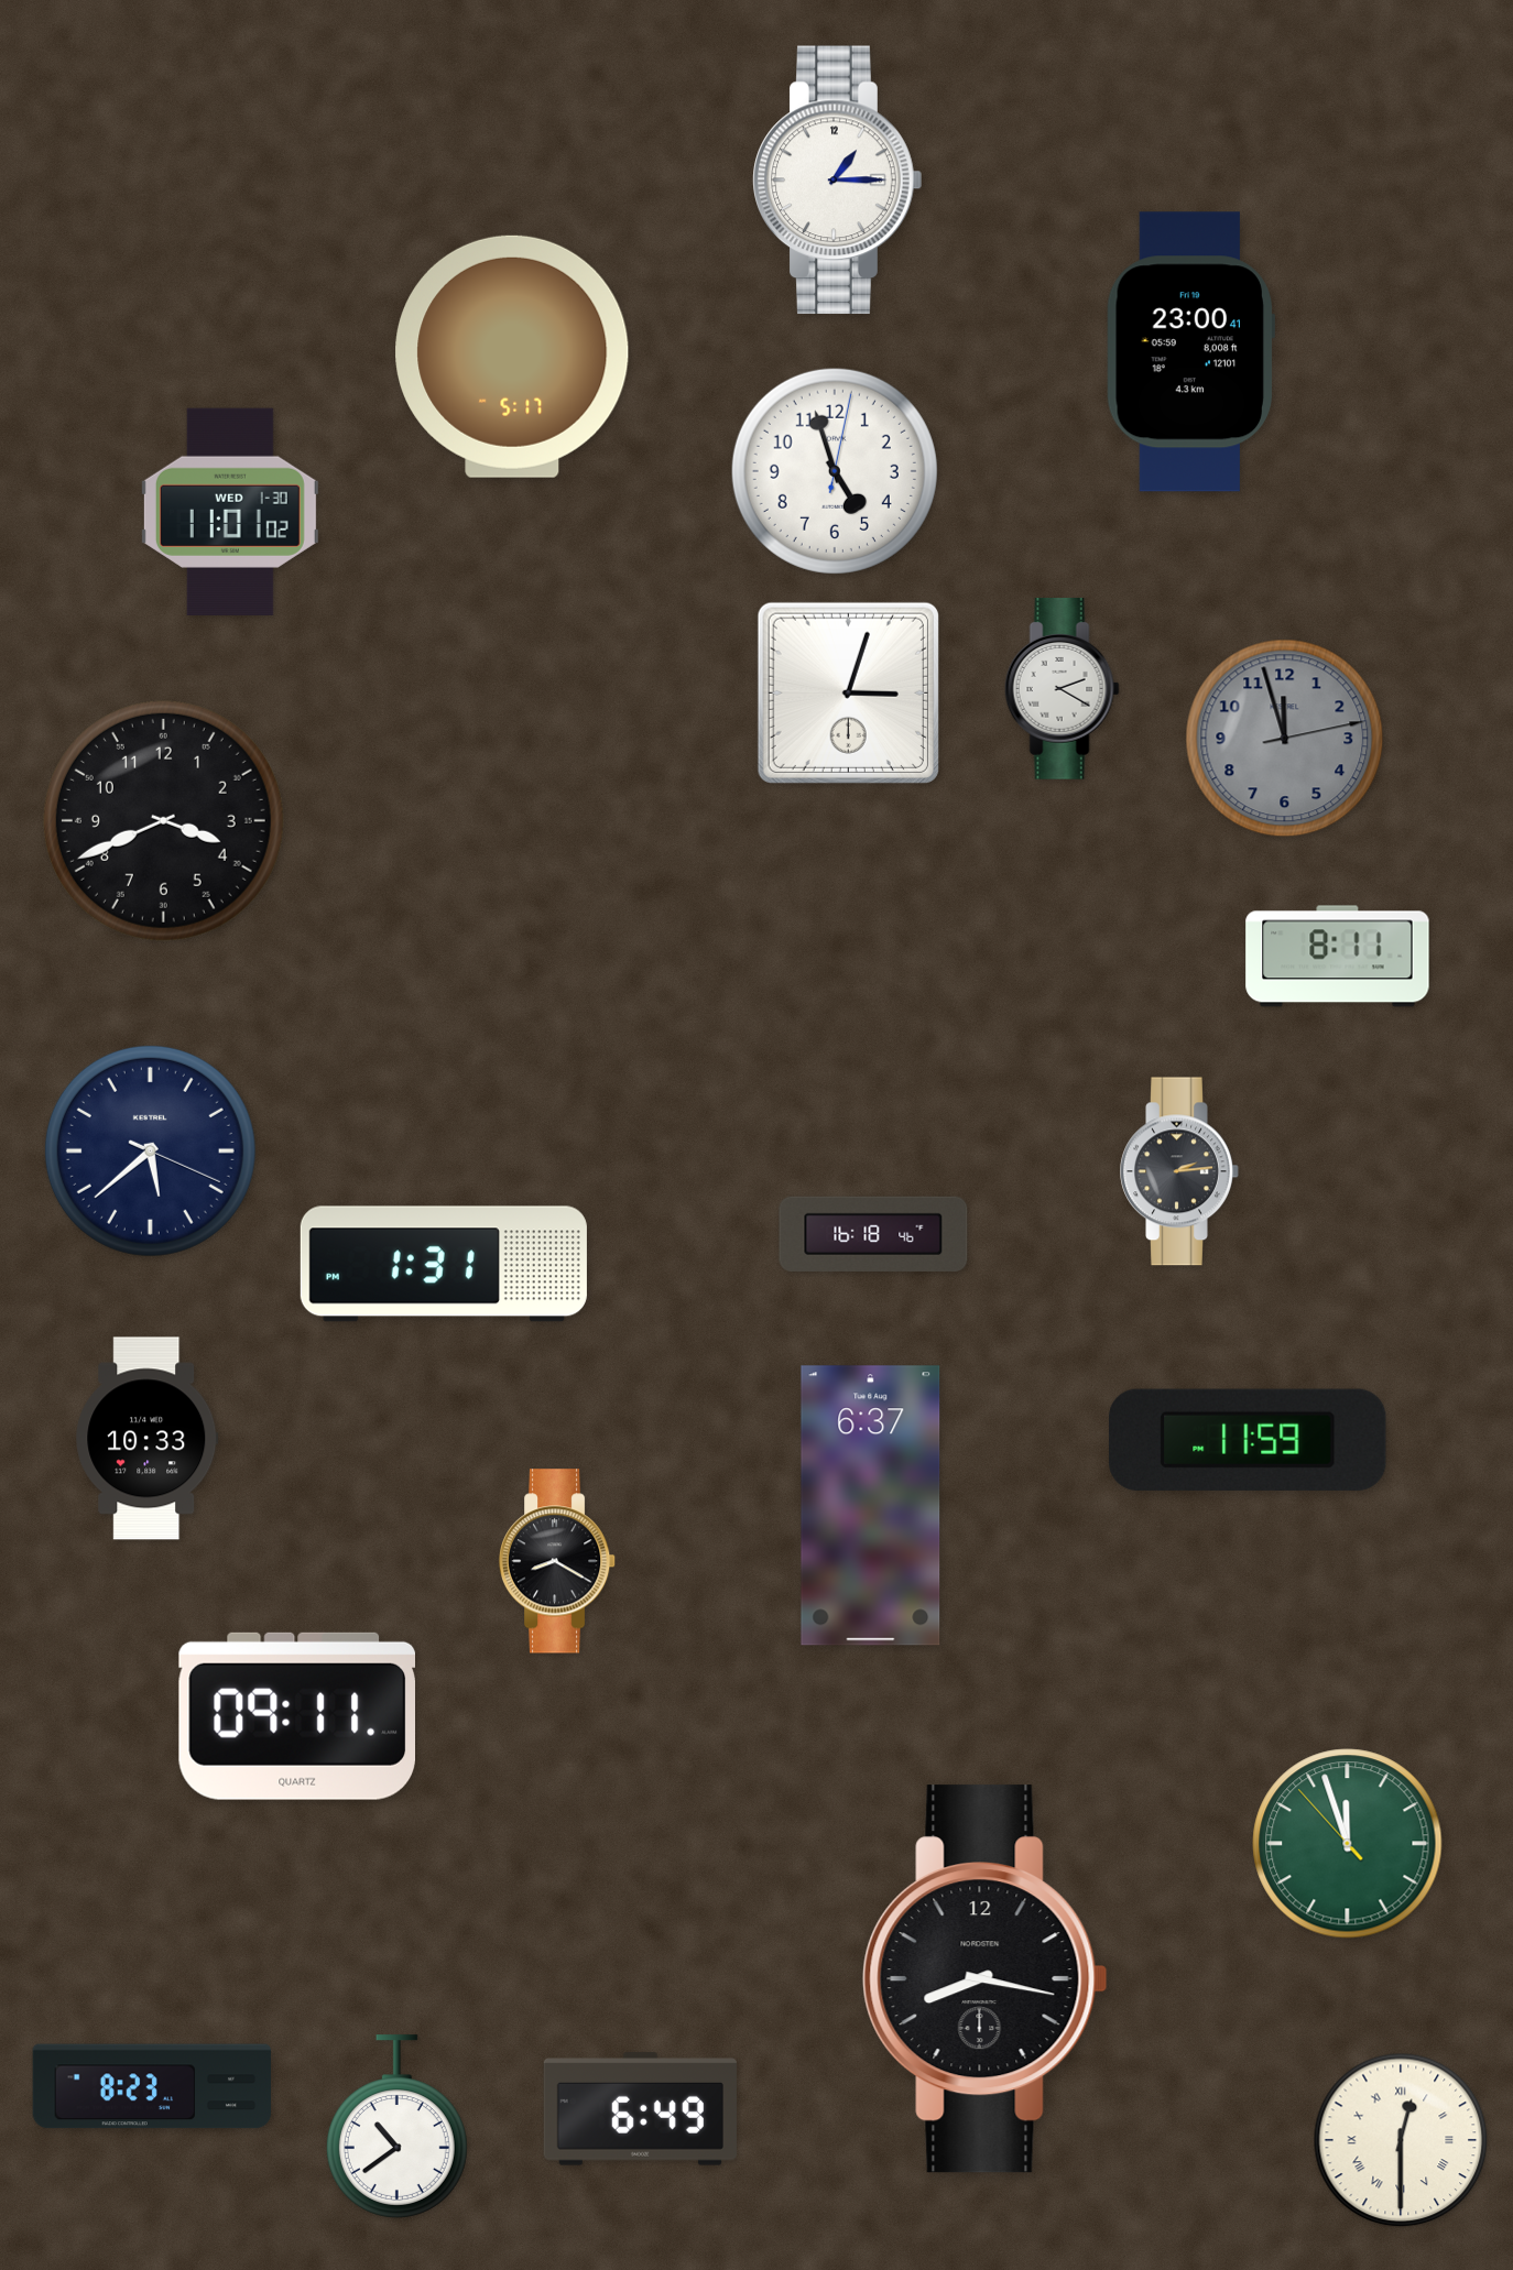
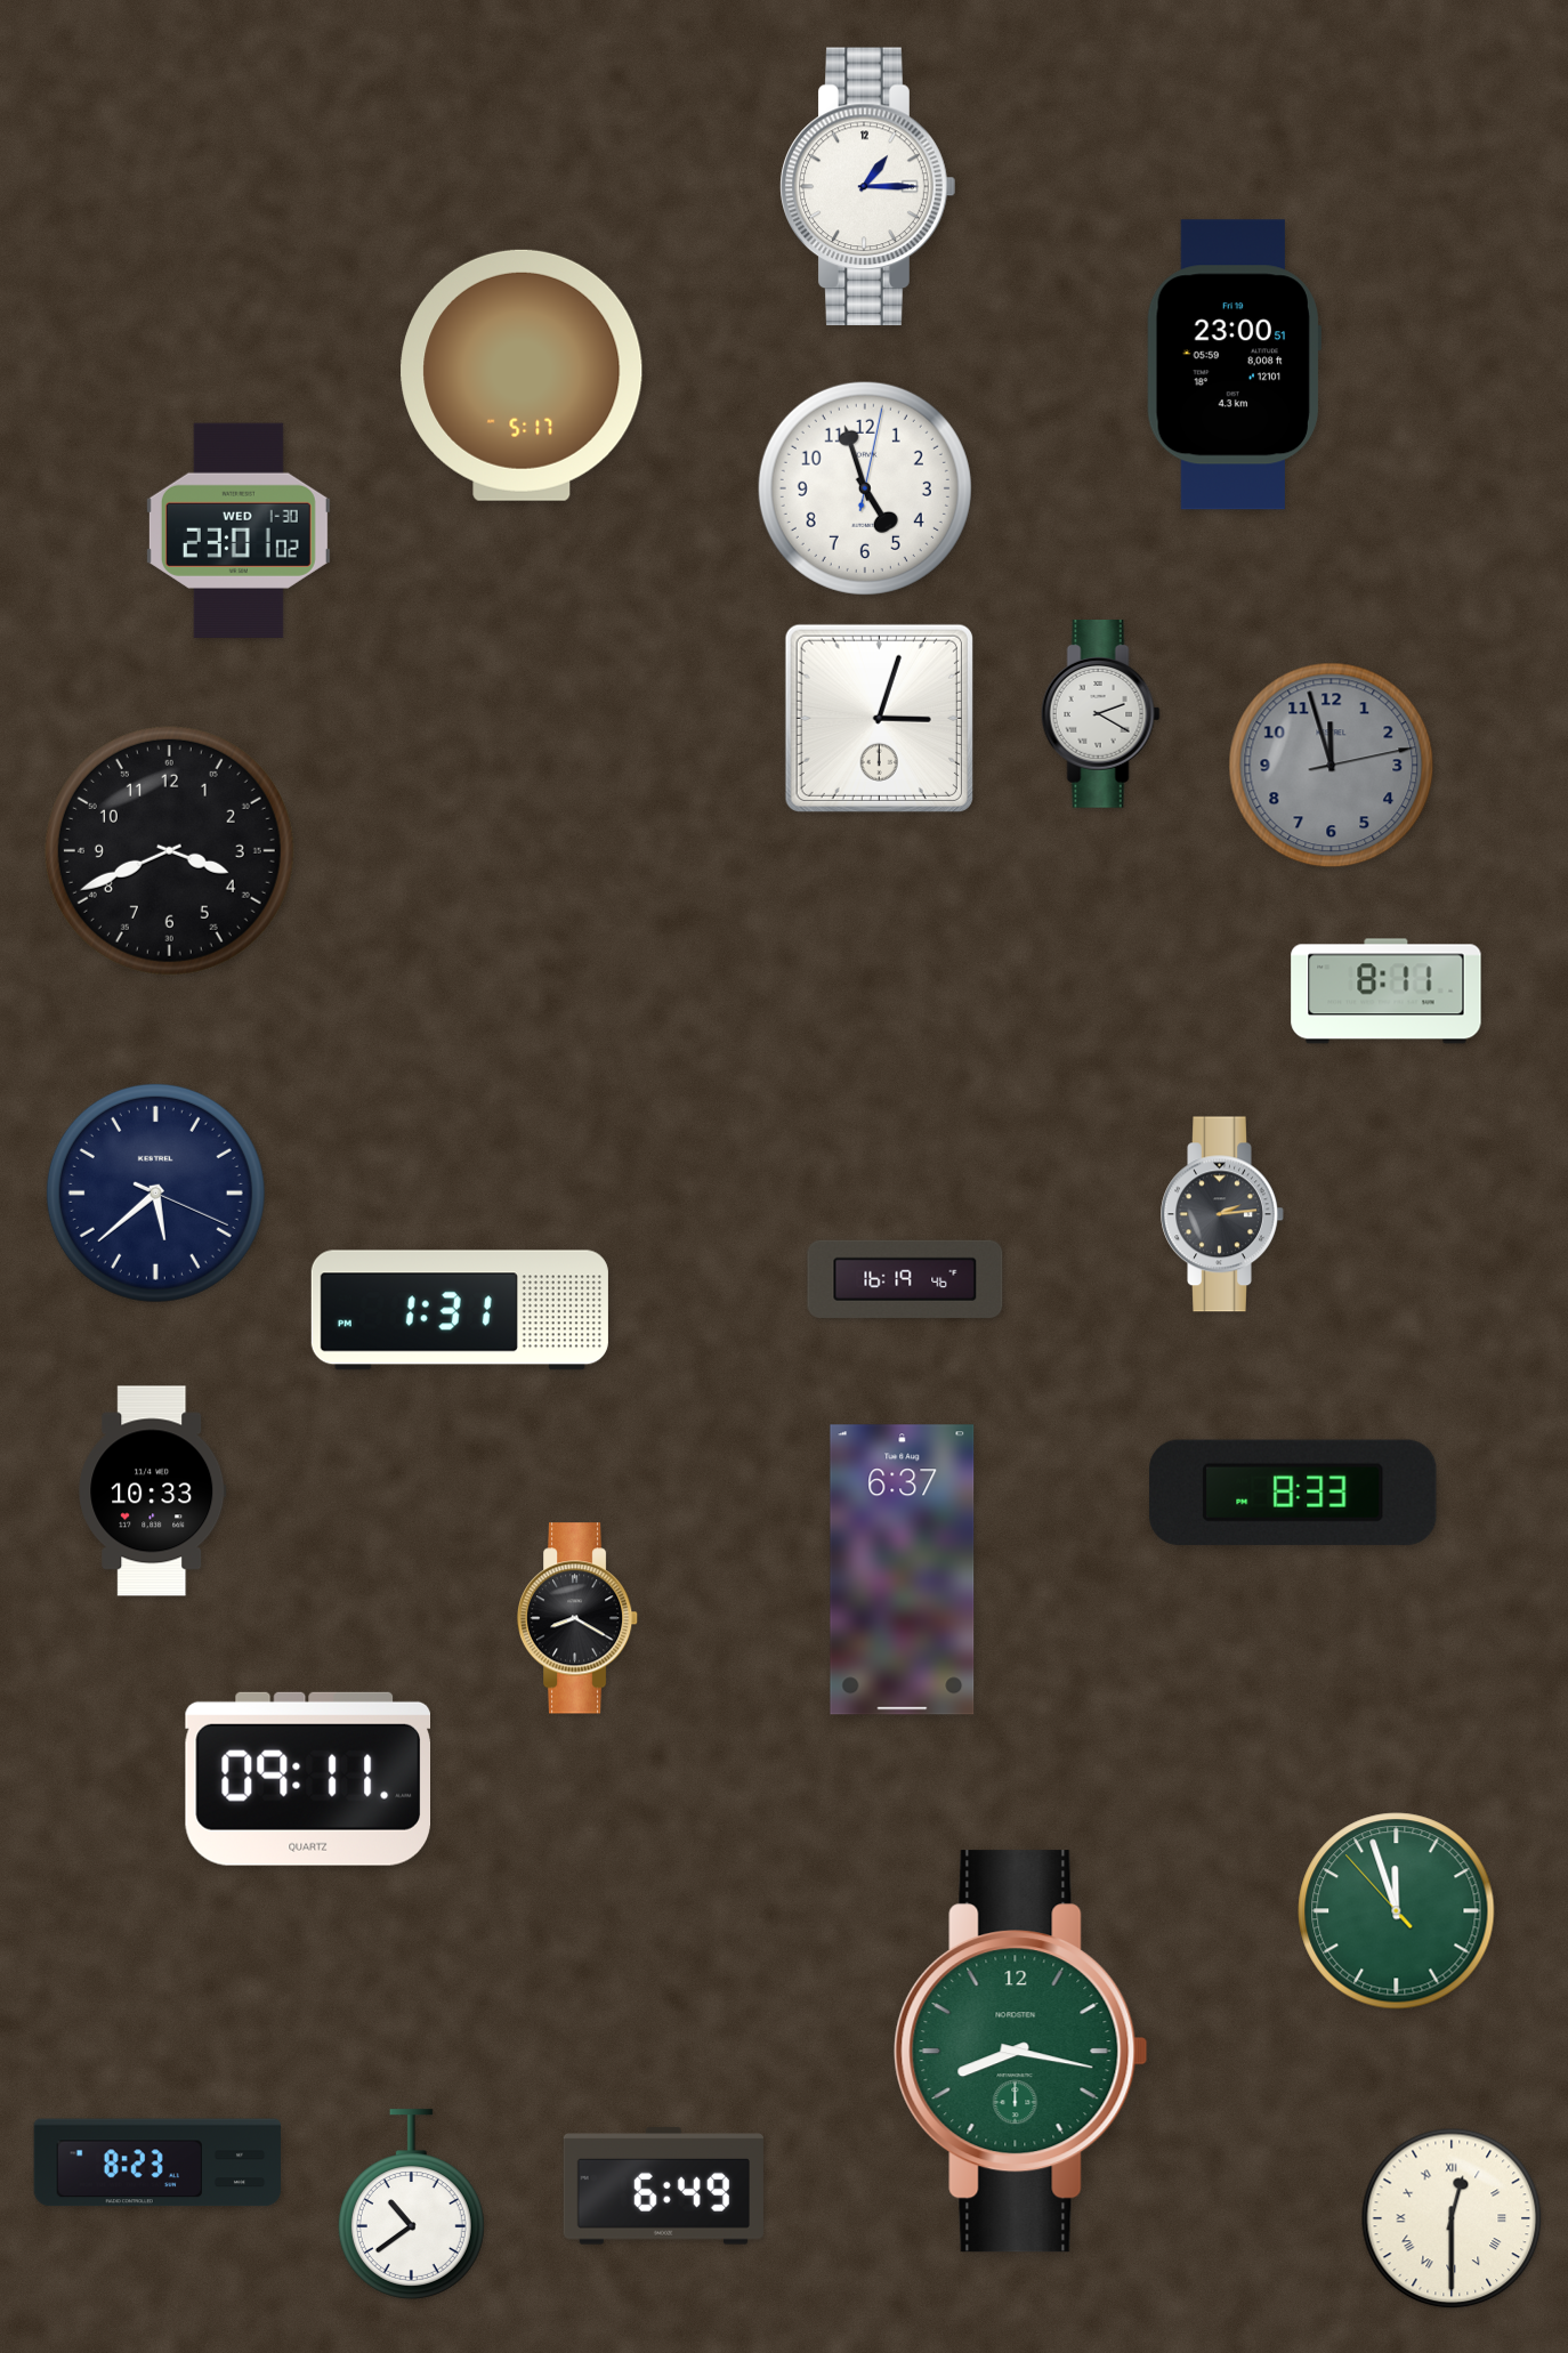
clock at (1190, 352): 23:00:41 -> 23:00:51
clock at (512, 357) position: (512, 357) -> (522, 375)
clock at (230, 512): 11:01 -> 23:01
clock at (873, 1234): 16:18 -> 16:19
clock at (1248, 1440): 11:59 -> 8:33
clock at (871, 1506) position: (871, 1506) -> (903, 1570)
clock at (986, 1979) dial: black -> green
